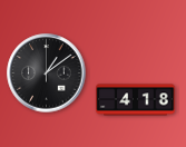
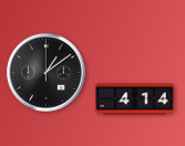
clock at (136, 100): 4:18 -> 4:14
